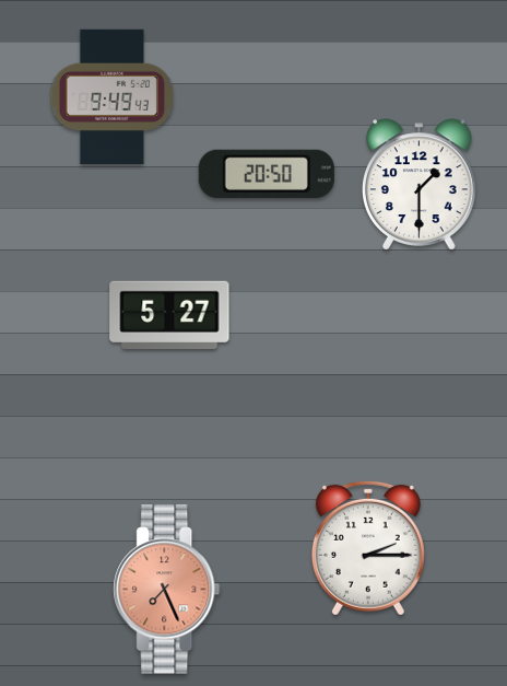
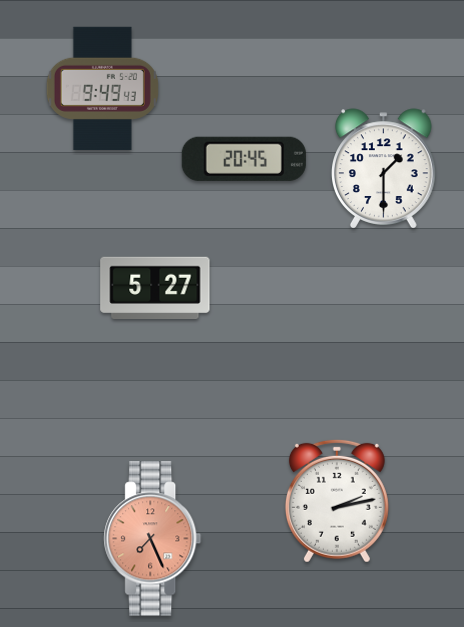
clock at (267, 174): 20:50 -> 20:45
clock at (368, 548): 2:15 -> 2:13
